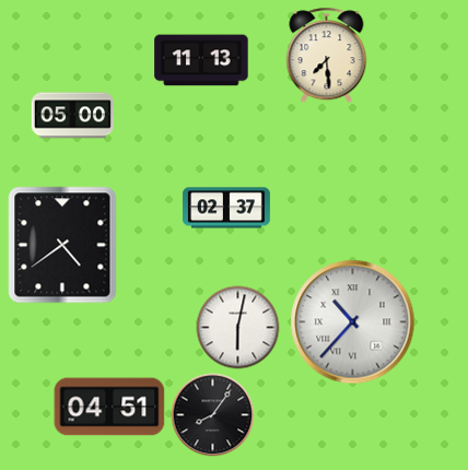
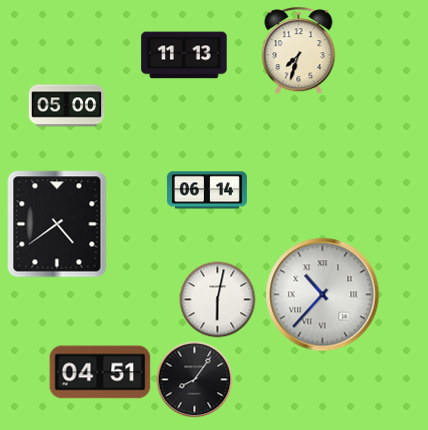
clock at (327, 56): 7:29 -> 7:33
clock at (226, 208): 02:37 -> 06:14
